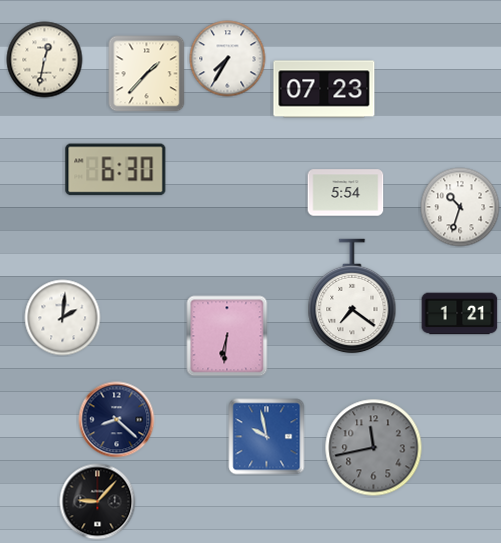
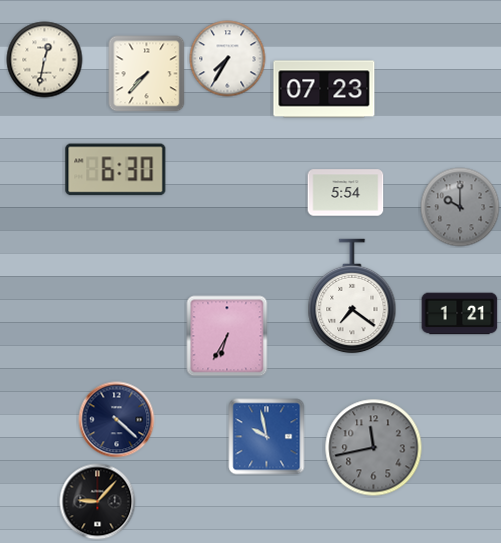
clock at (147, 74): 1:37 -> 7:37
clock at (460, 207): 10:33 -> 10:00
clock at (460, 207) dial: white -> grey
clock at (63, 318): 2:01 -> none
clock at (227, 336): 6:31 -> 6:35
clock at (117, 420): 8:22 -> 4:22
